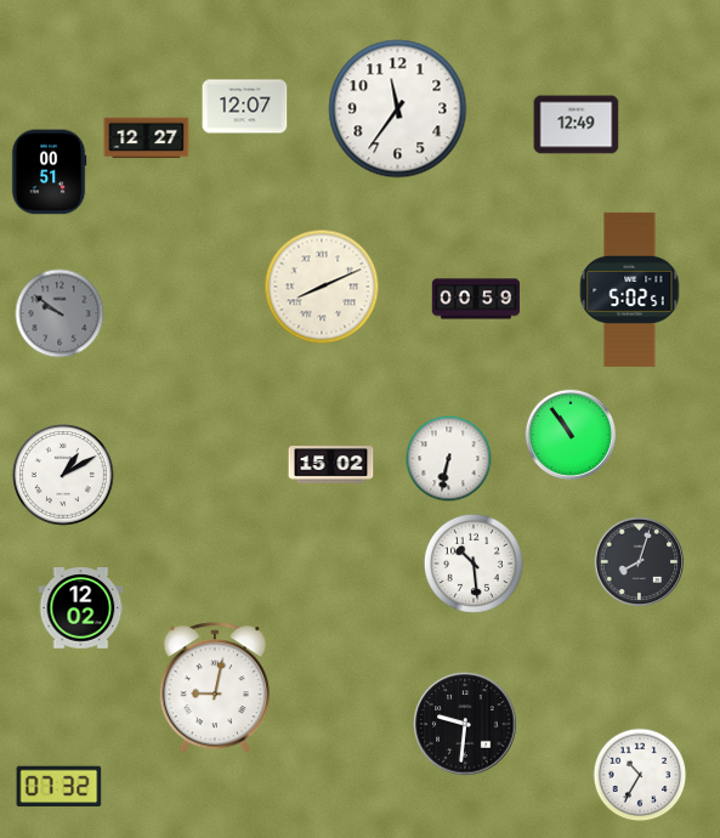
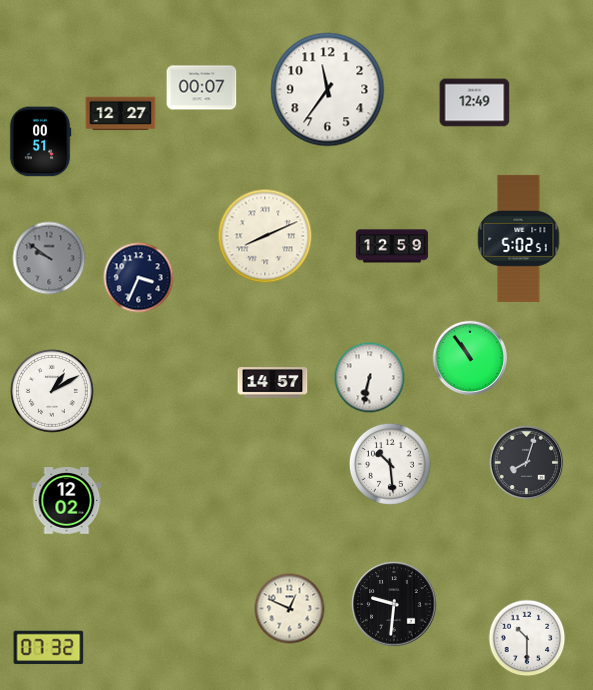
clock at (245, 107): 12:07 -> 00:07
clock at (476, 299): 00:59 -> 12:59
clock at (139, 278): none -> 3:34
clock at (331, 465): 15:02 -> 14:57
clock at (215, 689): 9:02 -> none
clock at (465, 724) position: (465, 724) -> (394, 604)
clock at (290, 609): none -> 12:49
clock at (640, 775): 10:35 -> 10:30
